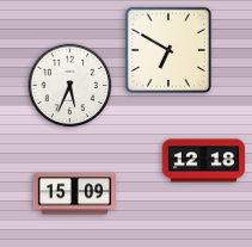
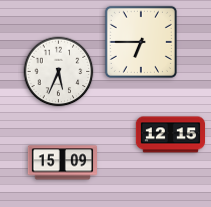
clock at (168, 50): 6:50 -> 6:45
clock at (203, 161): 12:18 -> 12:15
